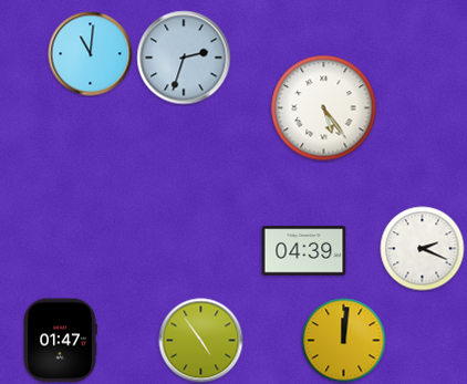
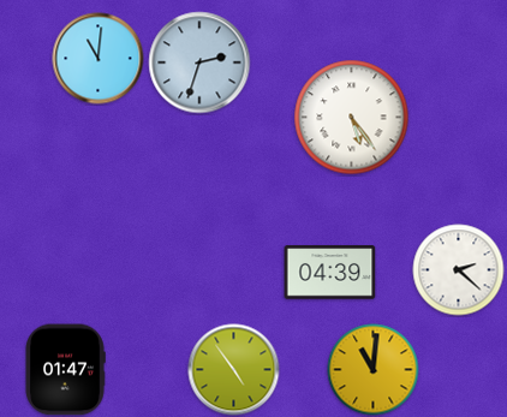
clock at (423, 249): 2:19 -> 2:22
clock at (201, 341) position: (201, 341) -> (234, 370)
clock at (344, 341): 12:01 -> 11:01
